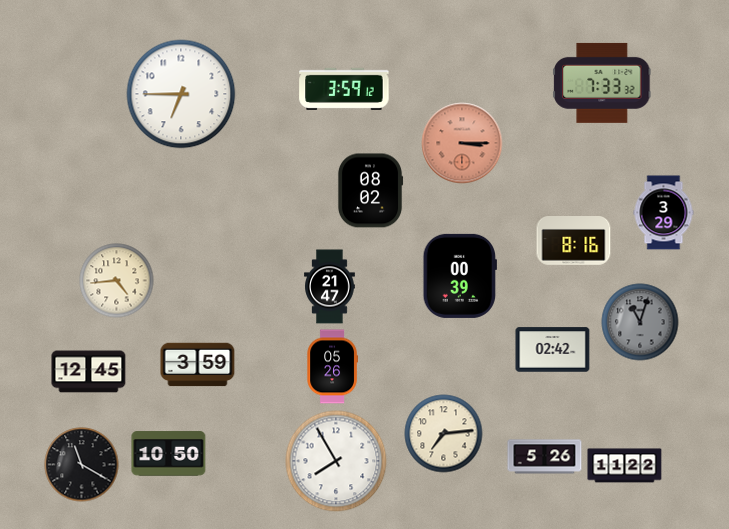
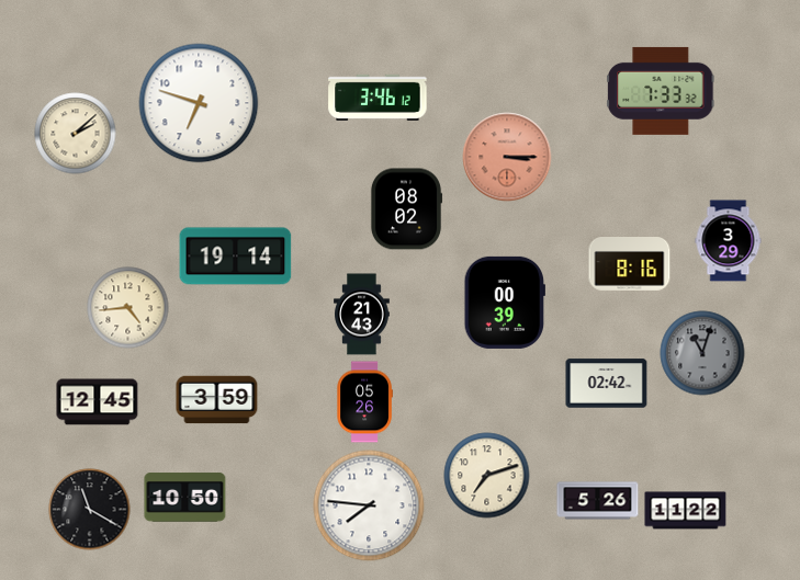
clock at (344, 89): 3:59 -> 3:46
clock at (181, 94): 6:45 -> 6:48
clock at (76, 134): none -> 2:08
clock at (664, 213) position: (664, 213) -> (729, 241)
clock at (236, 257): none -> 19:14
clock at (330, 287): 21:47 -> 21:43
clock at (89, 372) position: (89, 372) -> (98, 402)
clock at (444, 434): 7:14 -> 7:12
clock at (336, 461): 7:55 -> 7:46
